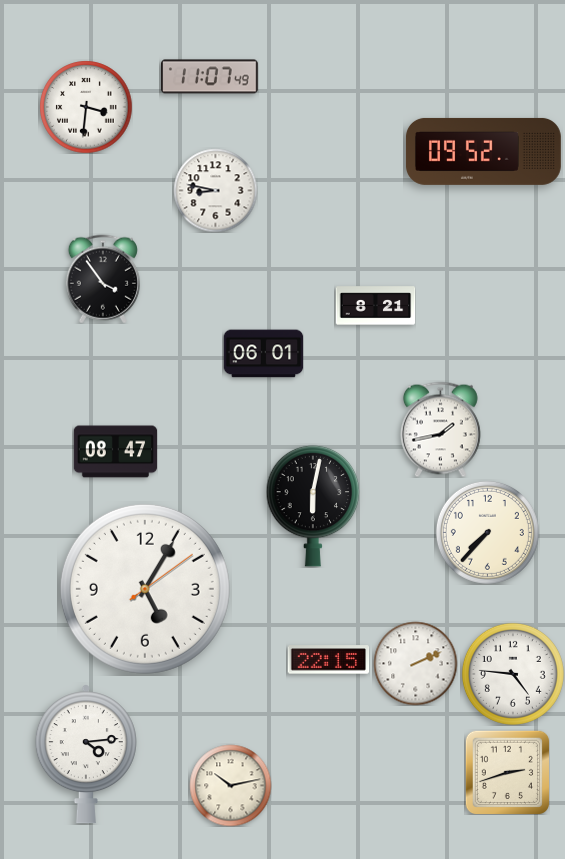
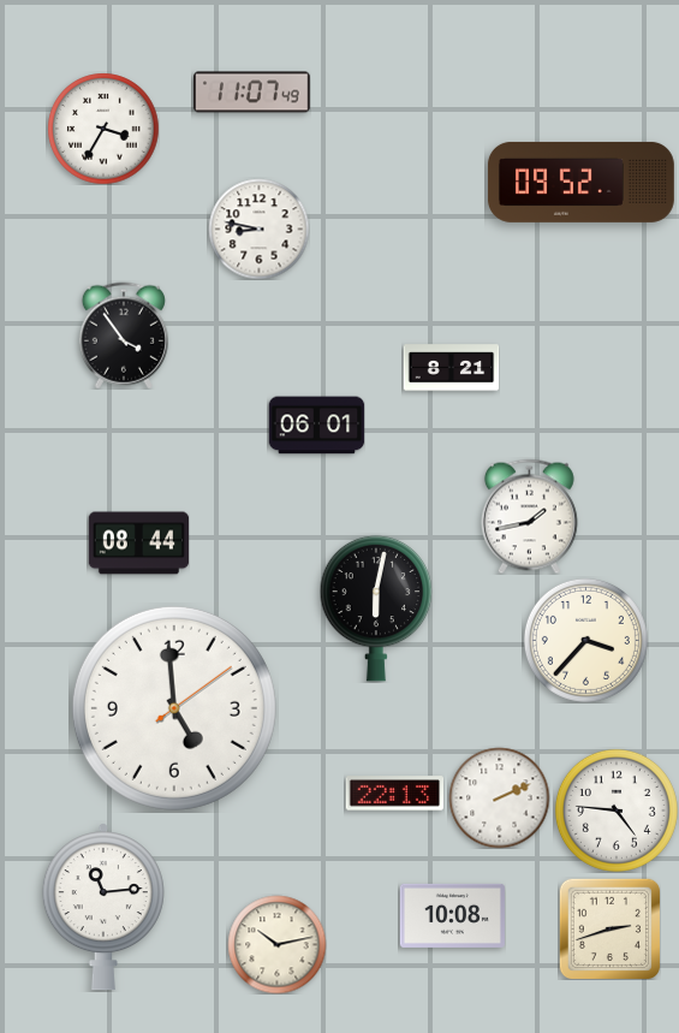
clock at (86, 107): 3:31 -> 3:35
clock at (115, 452): 08:47 -> 08:44
clock at (487, 532): 7:37 -> 3:37
clock at (145, 589): 5:05 -> 4:59
clock at (328, 660): 22:15 -> 22:13
clock at (86, 754): 4:14 -> 11:14
clock at (452, 915): none -> 10:08
